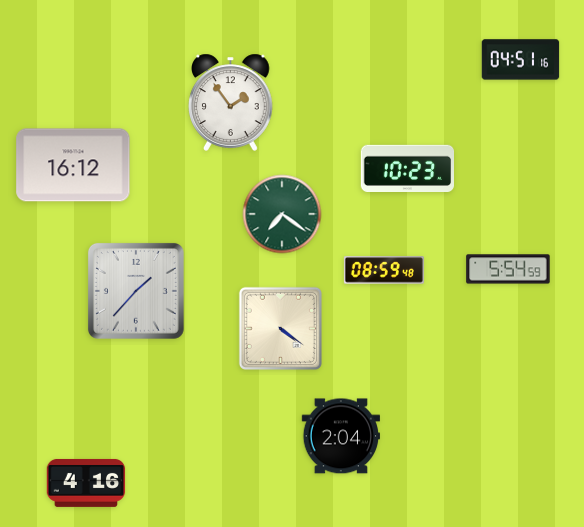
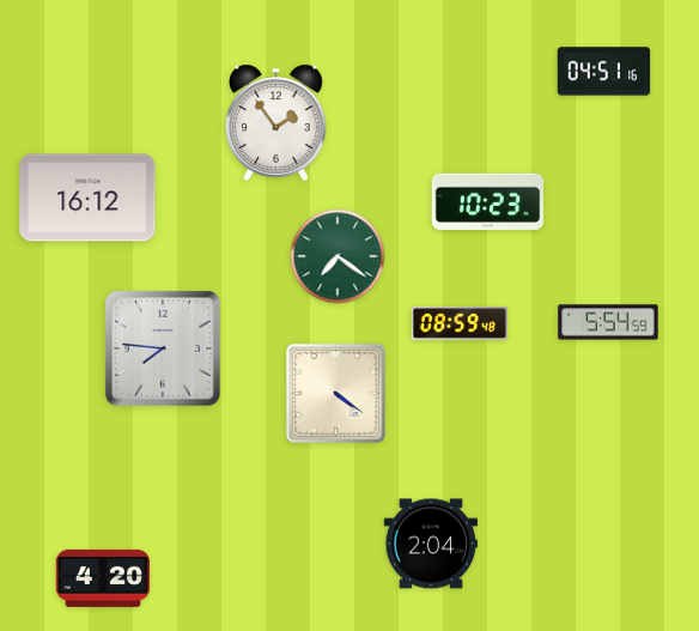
clock at (521, 60) position: (521, 60) -> (604, 72)
clock at (136, 291): 1:37 -> 7:46
clock at (341, 436) position: (341, 436) -> (431, 544)
clock at (86, 483): 4:16 -> 4:20
